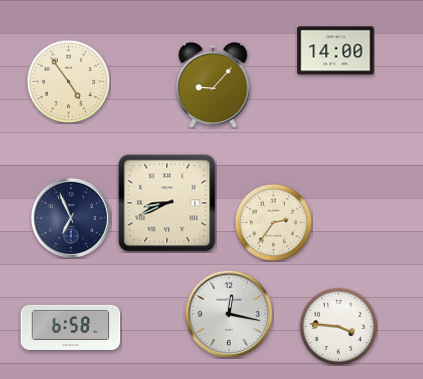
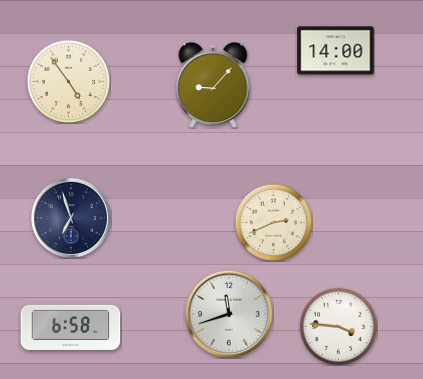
clock at (167, 203): 8:41 -> none
clock at (71, 218): 6:56 -> 6:57
clock at (273, 222): 2:36 -> 2:41
clock at (229, 314): 12:17 -> 11:42
